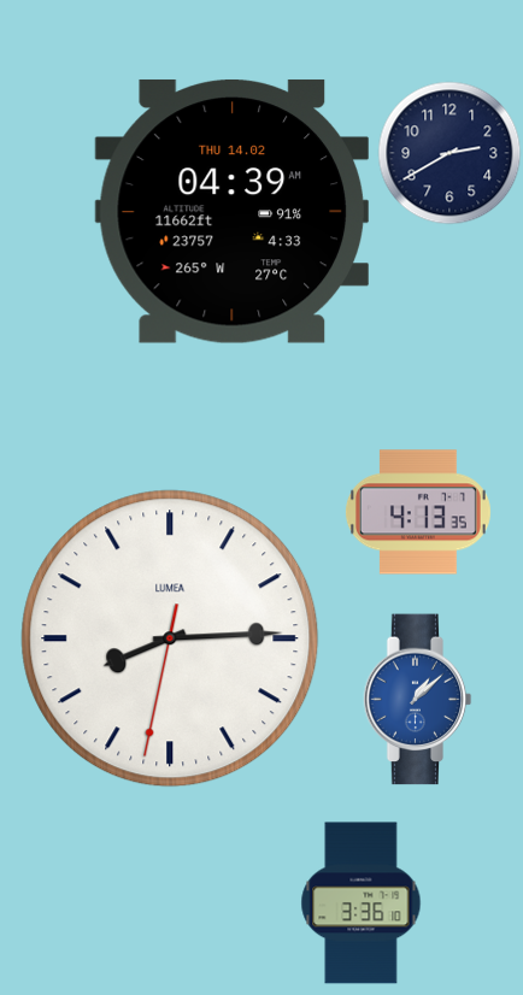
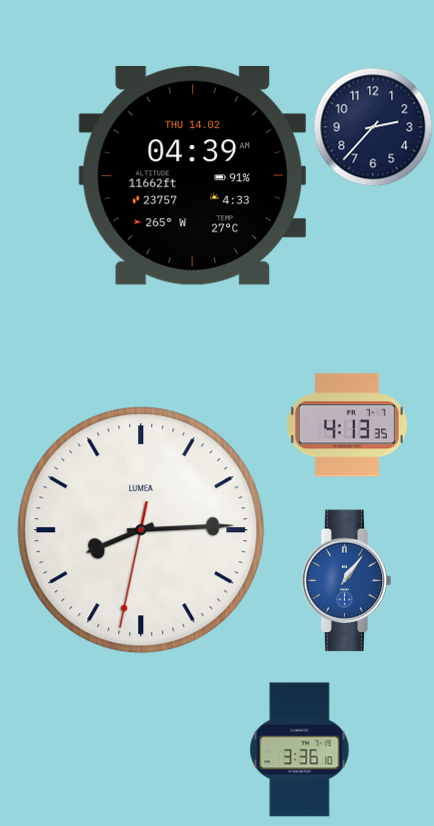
clock at (449, 153): 2:40 -> 2:37
clock at (418, 700): 1:08 -> 1:06
